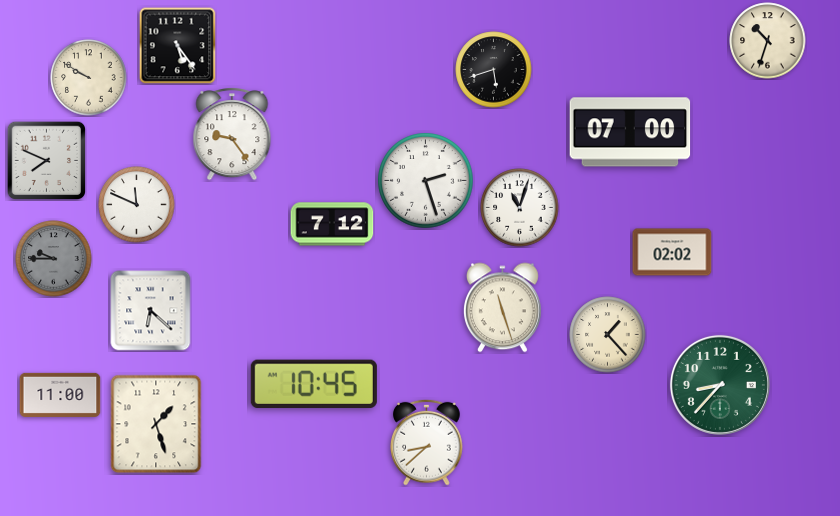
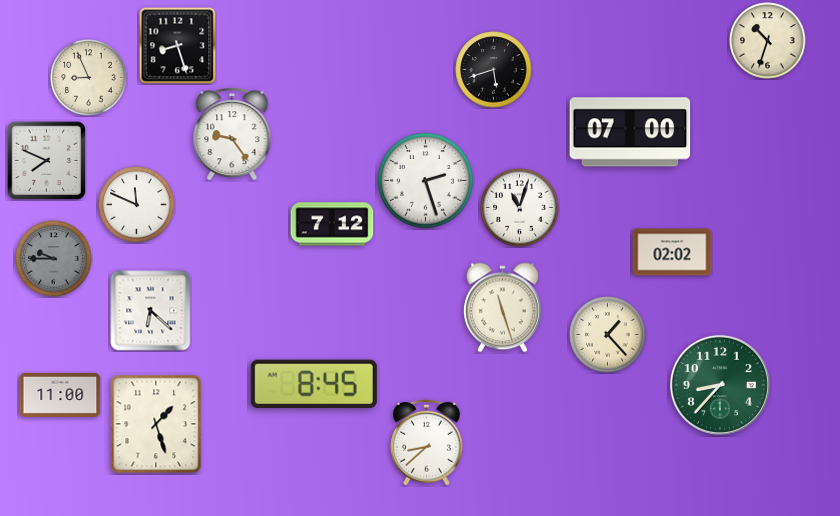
clock at (177, 46): 5:24 -> 8:27
clock at (89, 78): 9:50 -> 8:56
clock at (314, 384): 10:45 -> 8:45
